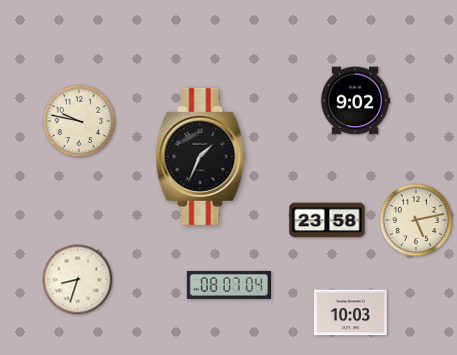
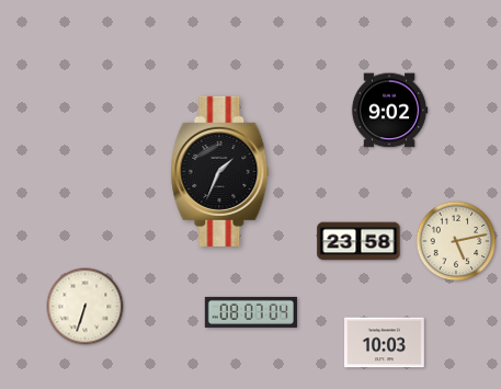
clock at (79, 121): 9:47 -> none
clock at (78, 280): 8:33 -> 6:33
